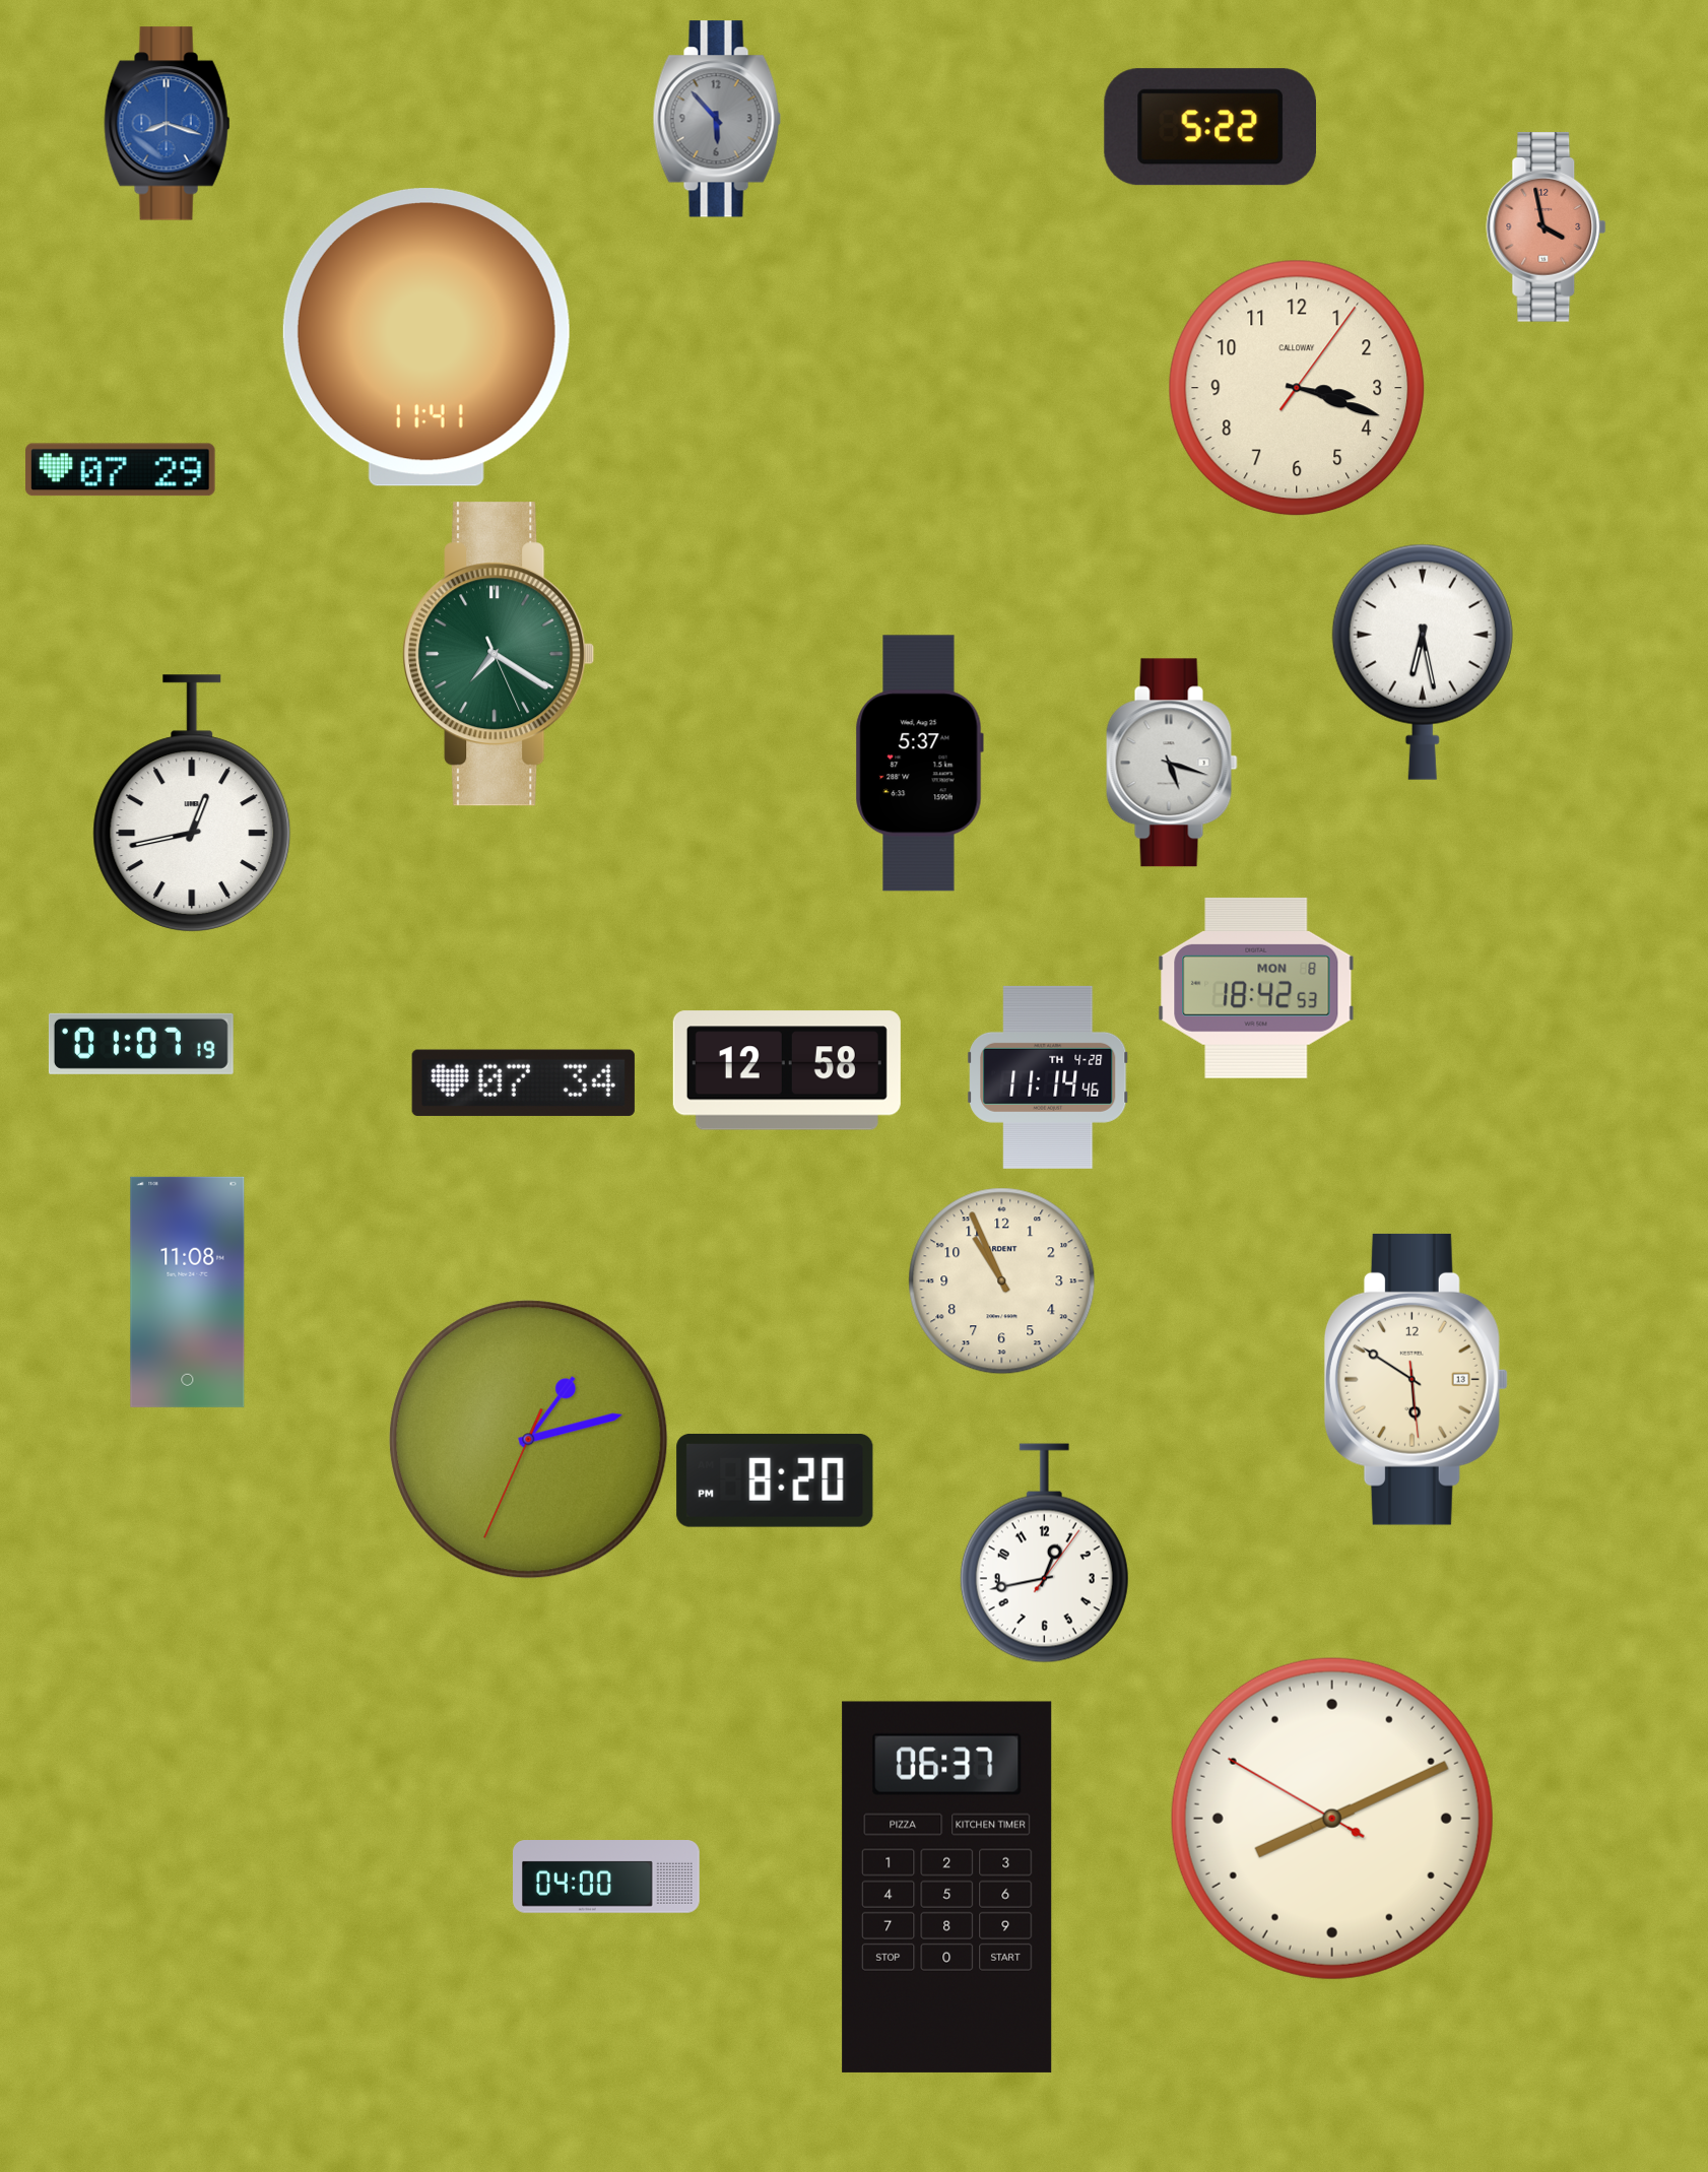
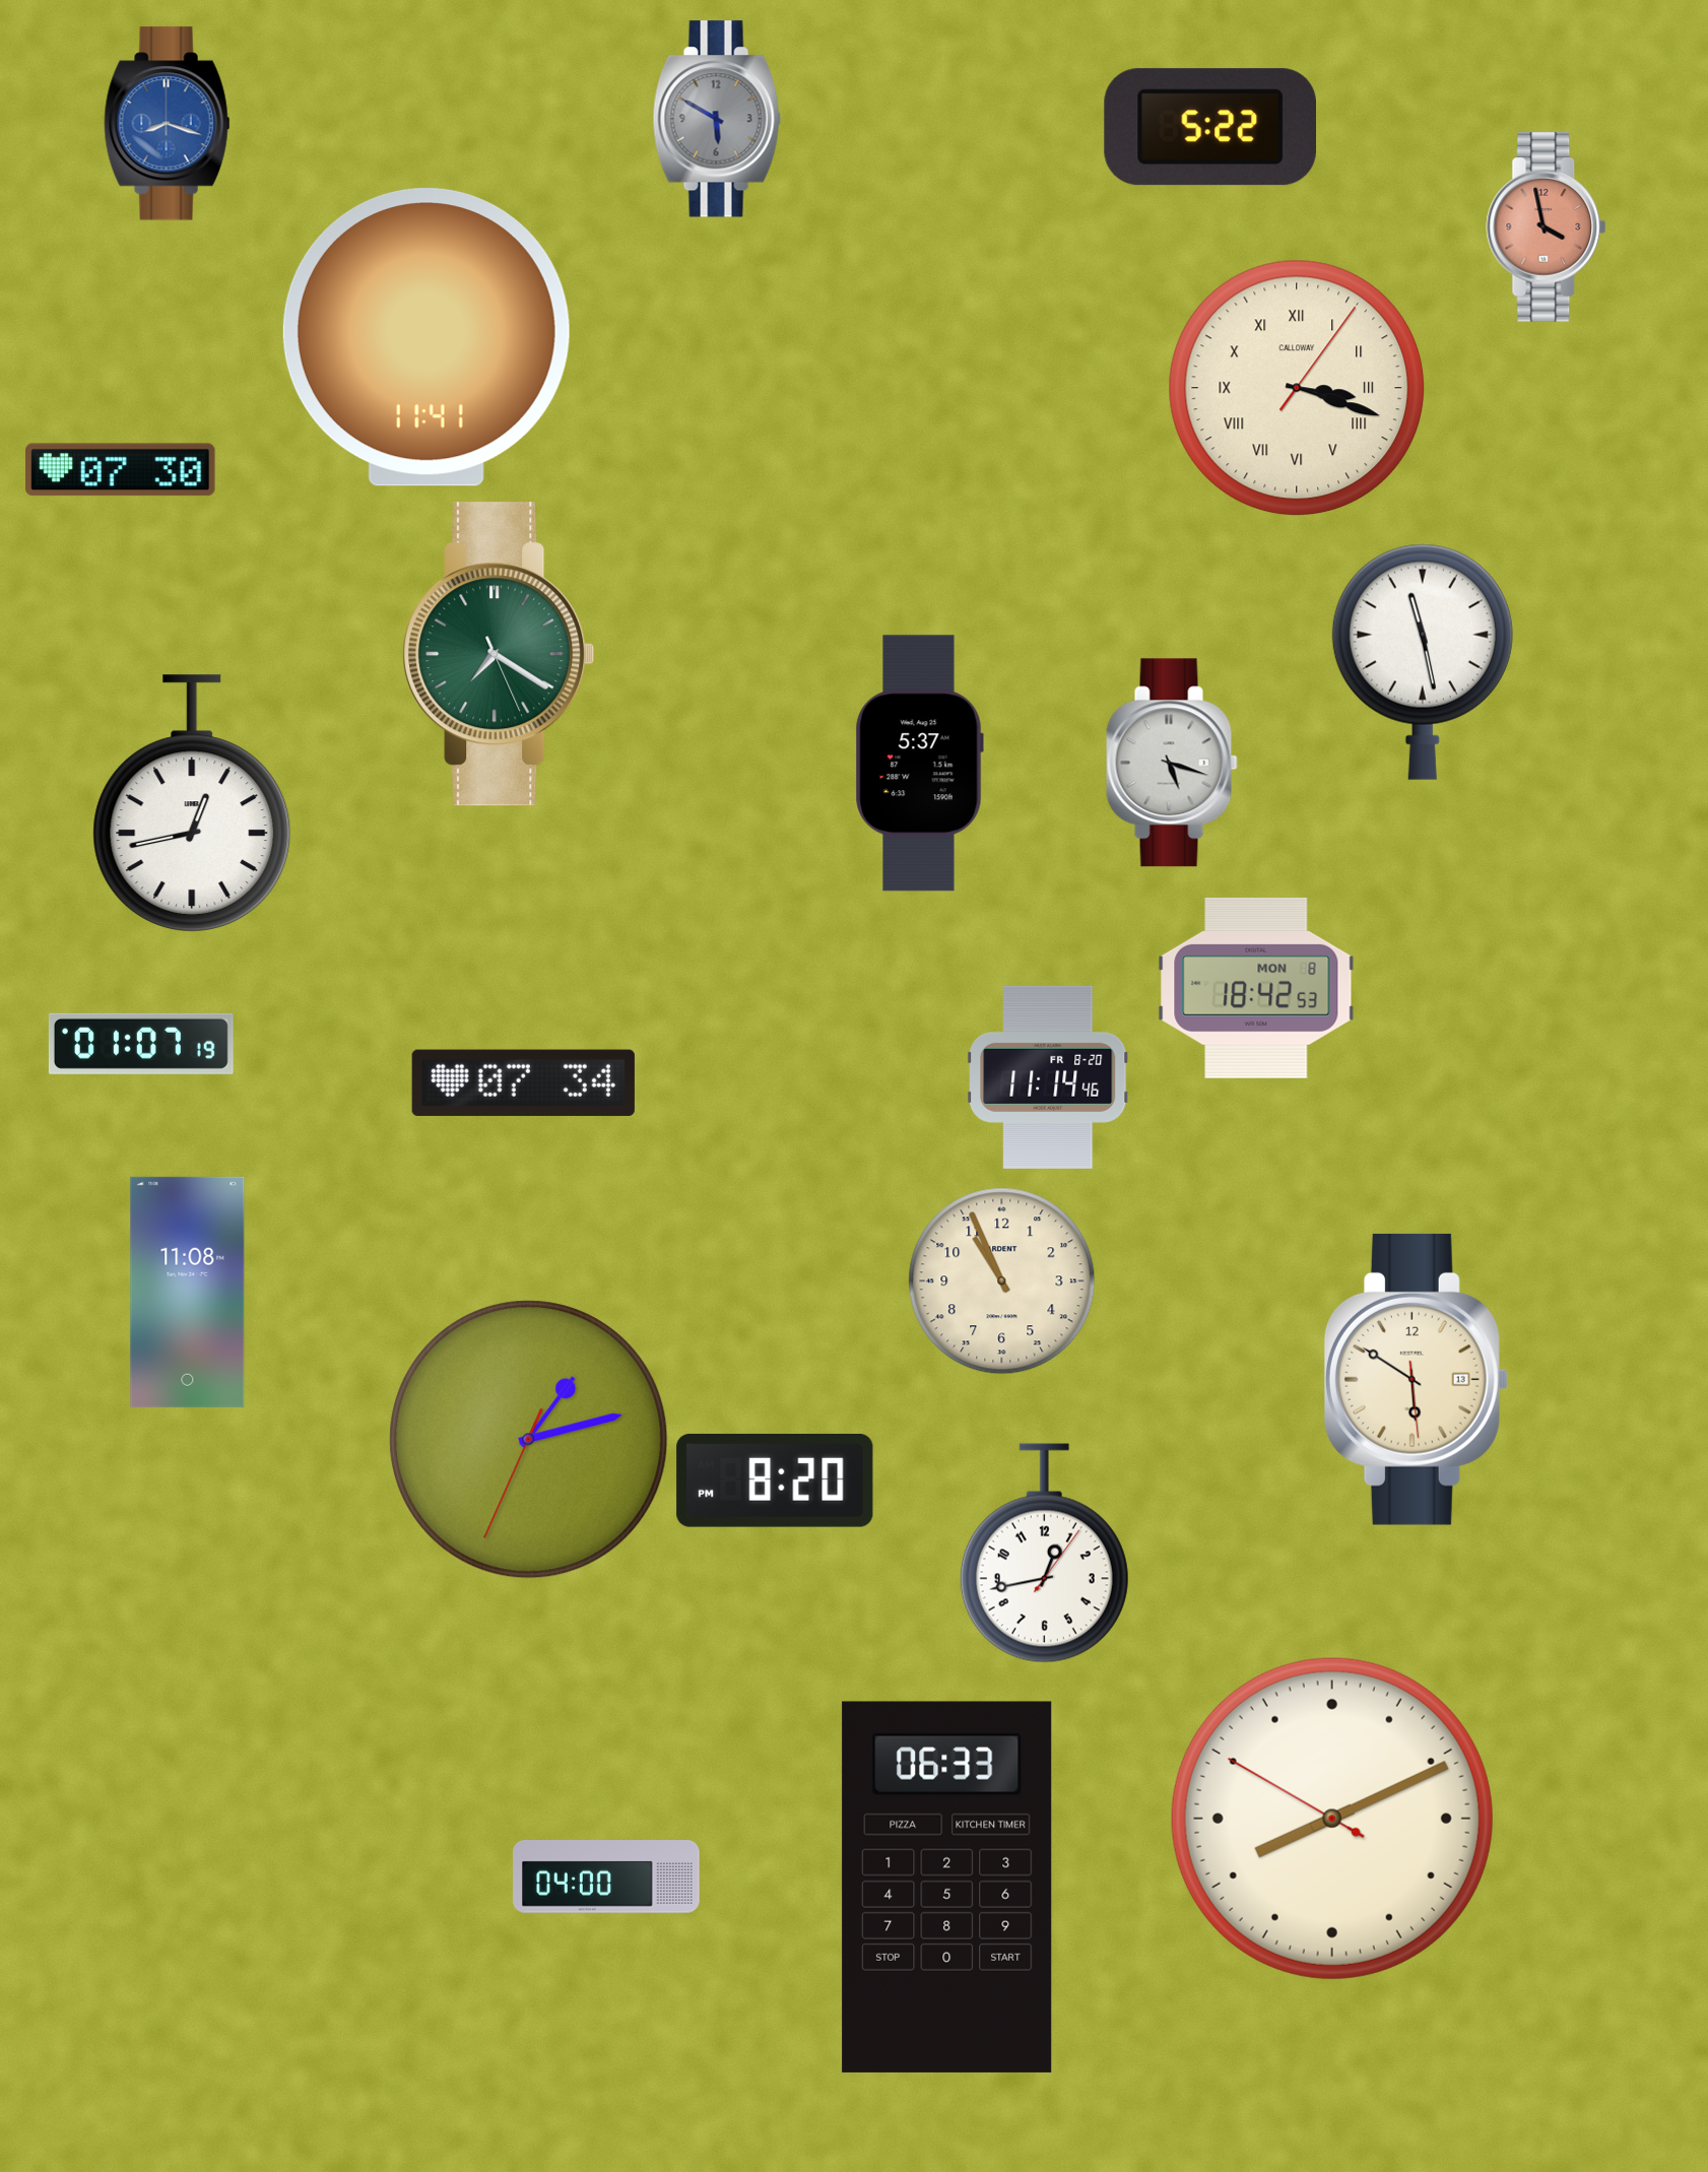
clock at (717, 119): 5:53 -> 5:50
clock at (1297, 388) numerals: Arabic -> Roman
clock at (121, 470): 07:29 -> 07:30
clock at (1423, 662): 6:28 -> 11:28
clock at (787, 1070): 12:58 -> none
clock at (1048, 1077) date: TH 4-28 -> FR 8-20
clock at (947, 1887): 06:37 -> 06:33
